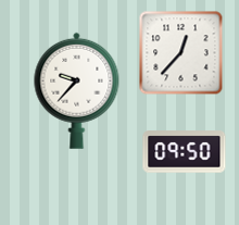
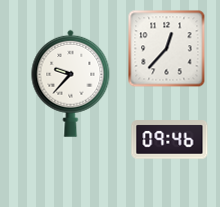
clock at (185, 152): 09:50 -> 09:46
